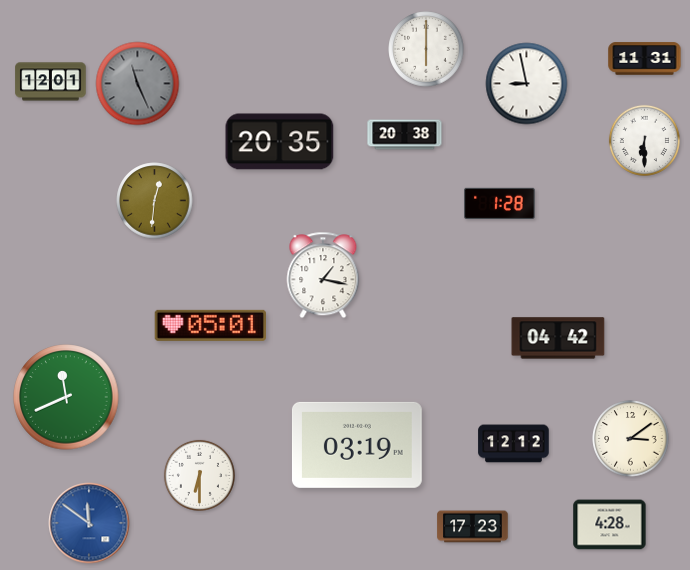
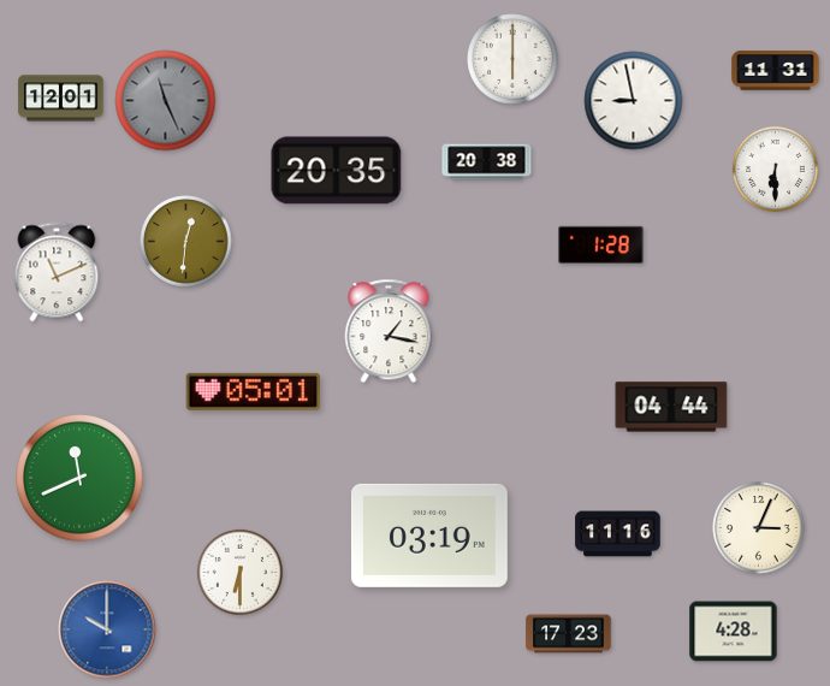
clock at (57, 272): none -> 11:11
clock at (558, 338): 04:42 -> 04:44
clock at (631, 439): 3:09 -> 3:04
clock at (514, 444): 12:12 -> 11:16
clock at (89, 523): 11:51 -> 10:00
